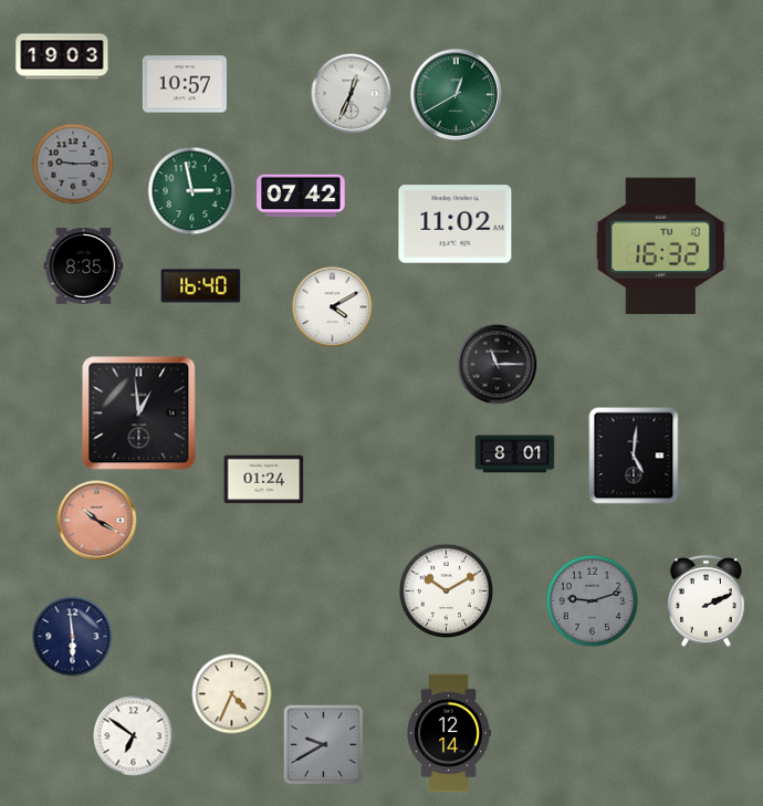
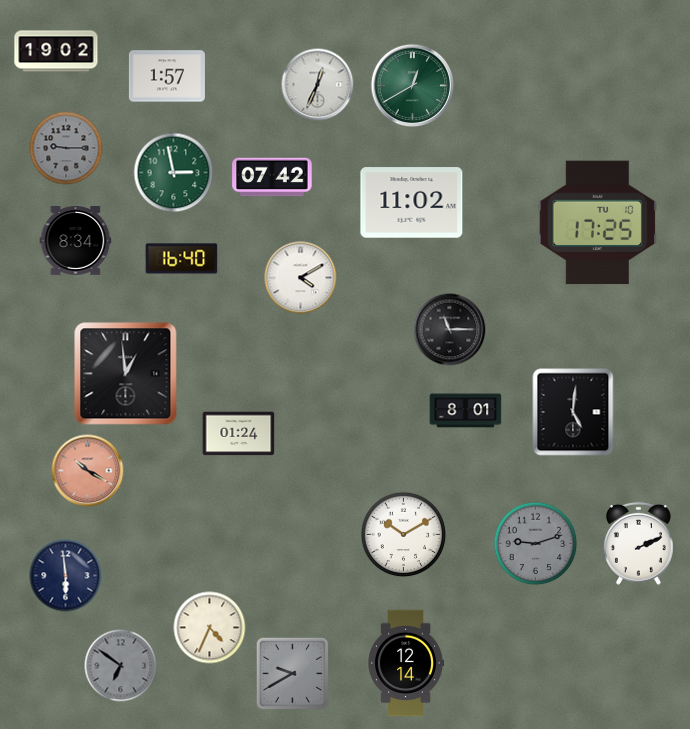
clock at (62, 56): 19:03 -> 19:02
clock at (185, 84): 10:57 -> 1:57
clock at (661, 247): 16:32 -> 17:25
clock at (84, 266): 8:35 -> 8:34
clock at (134, 736) dial: white -> grey
